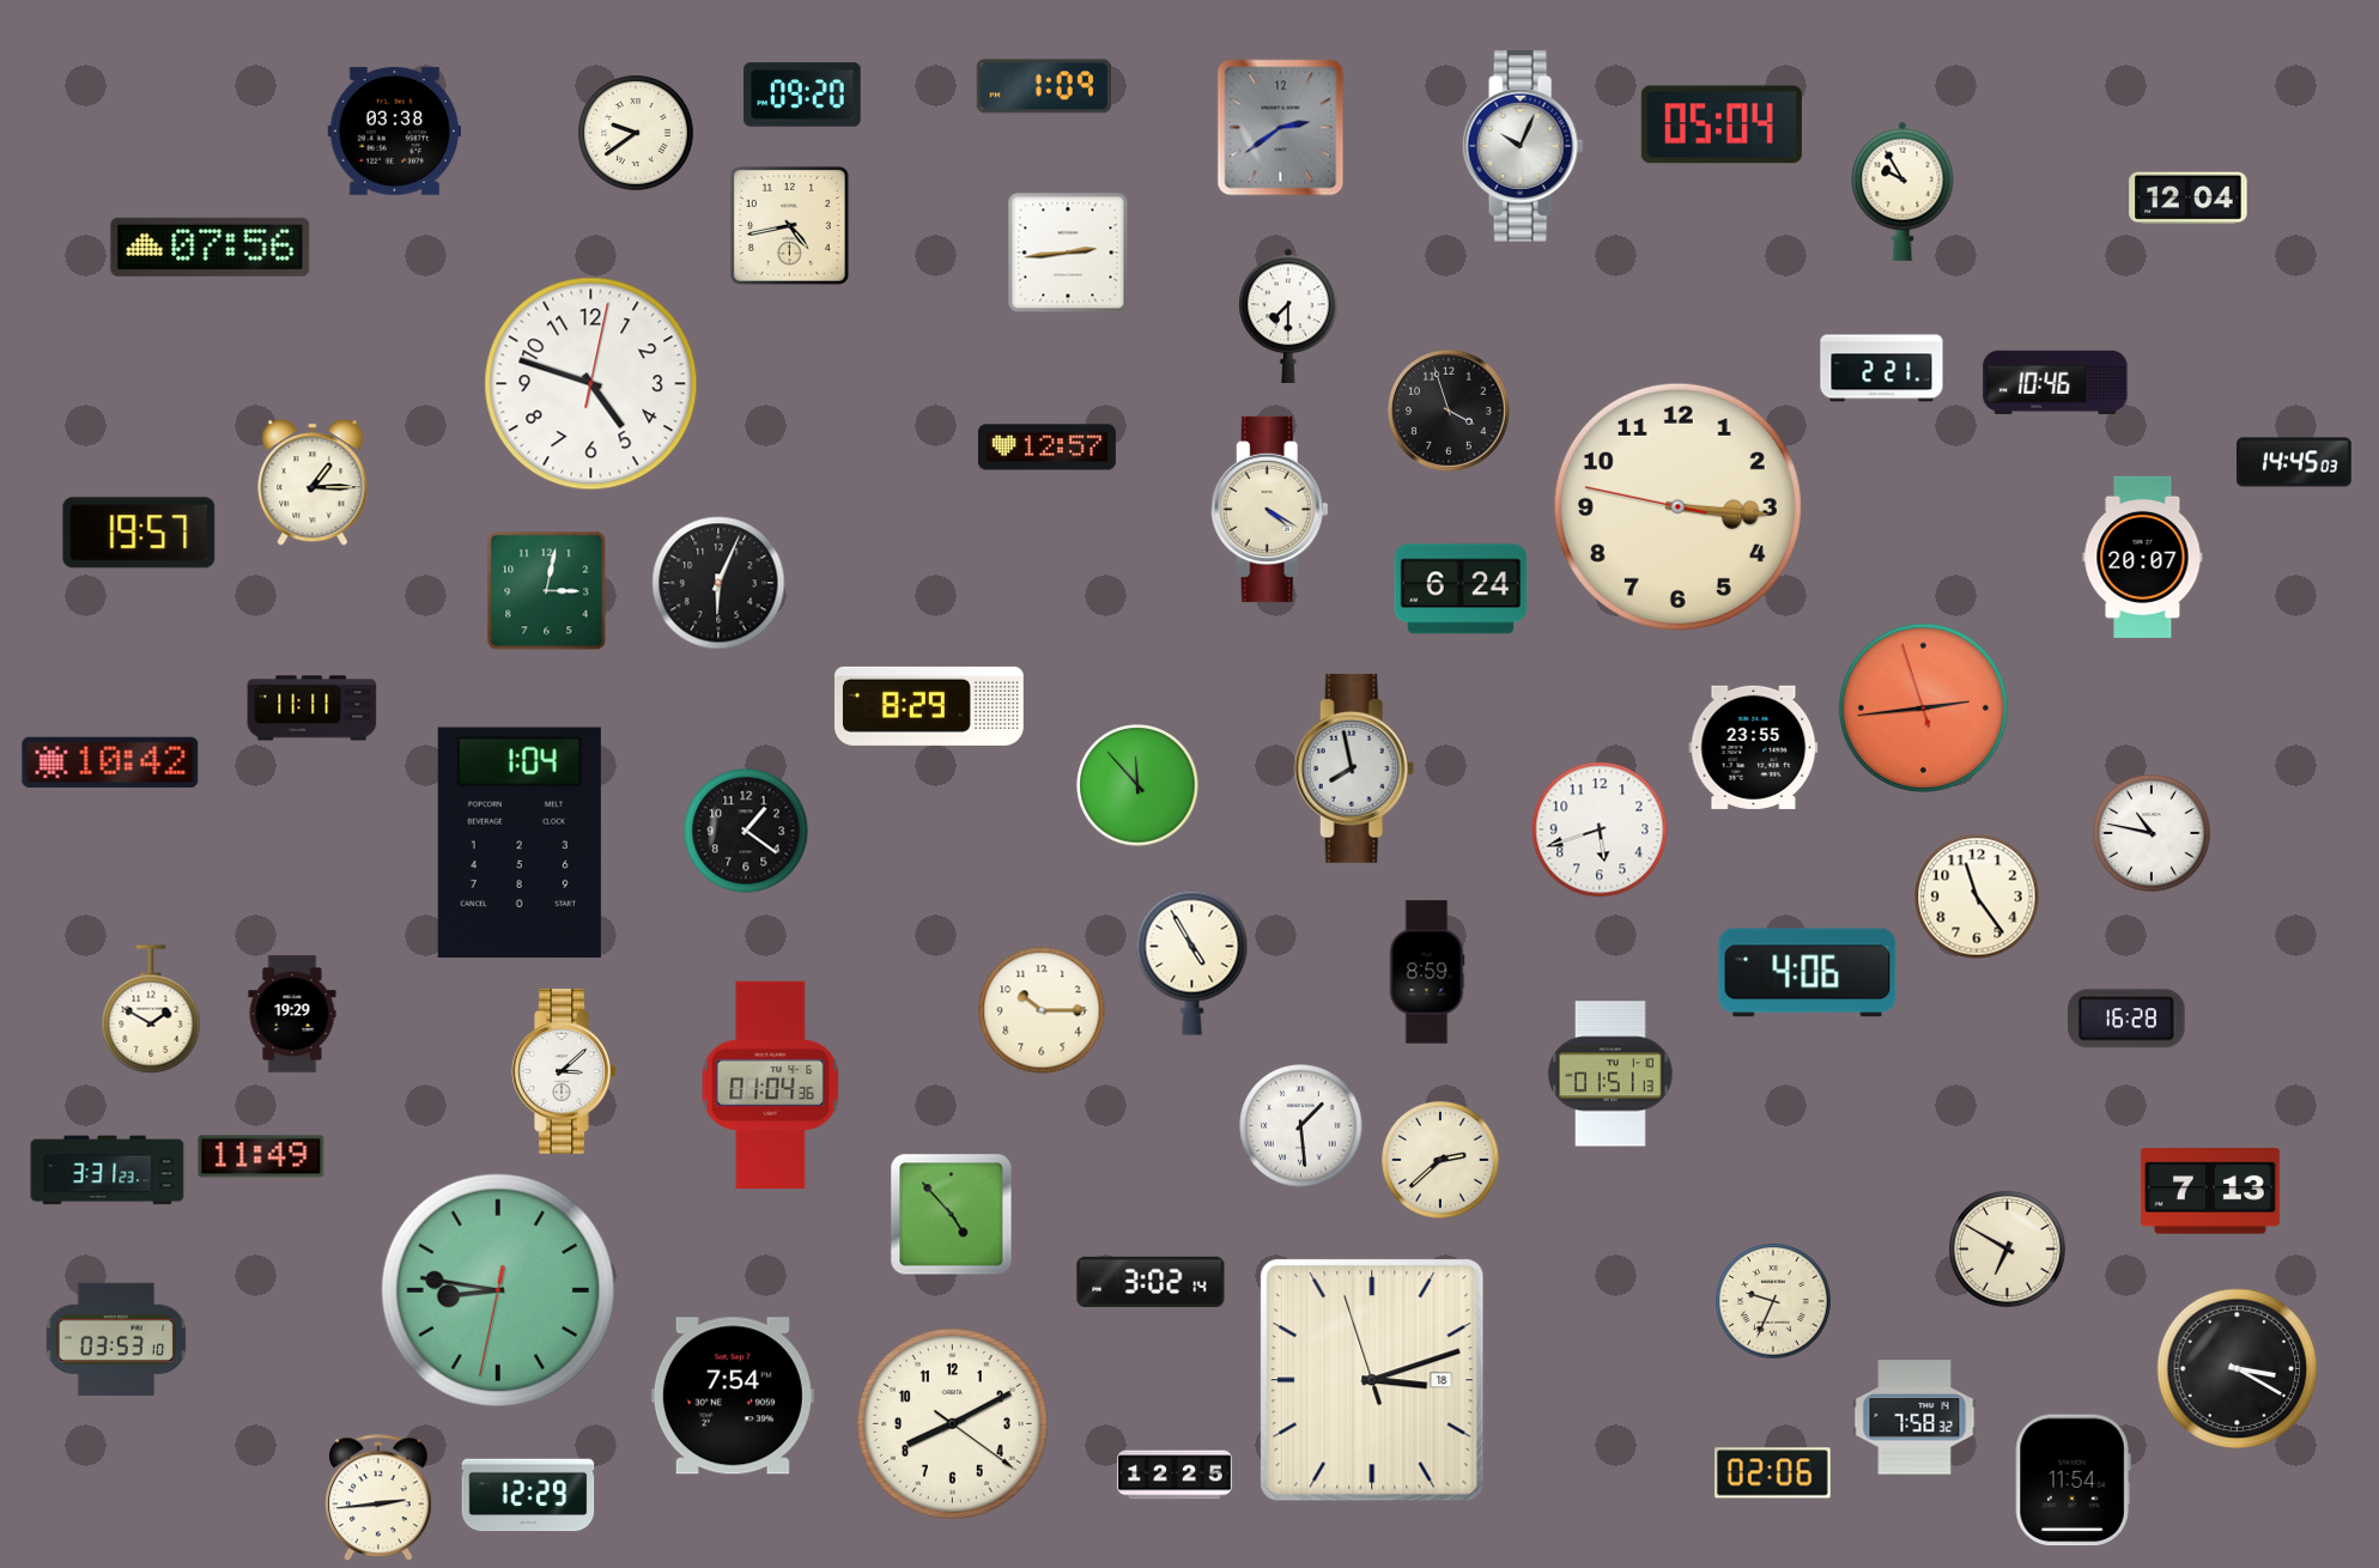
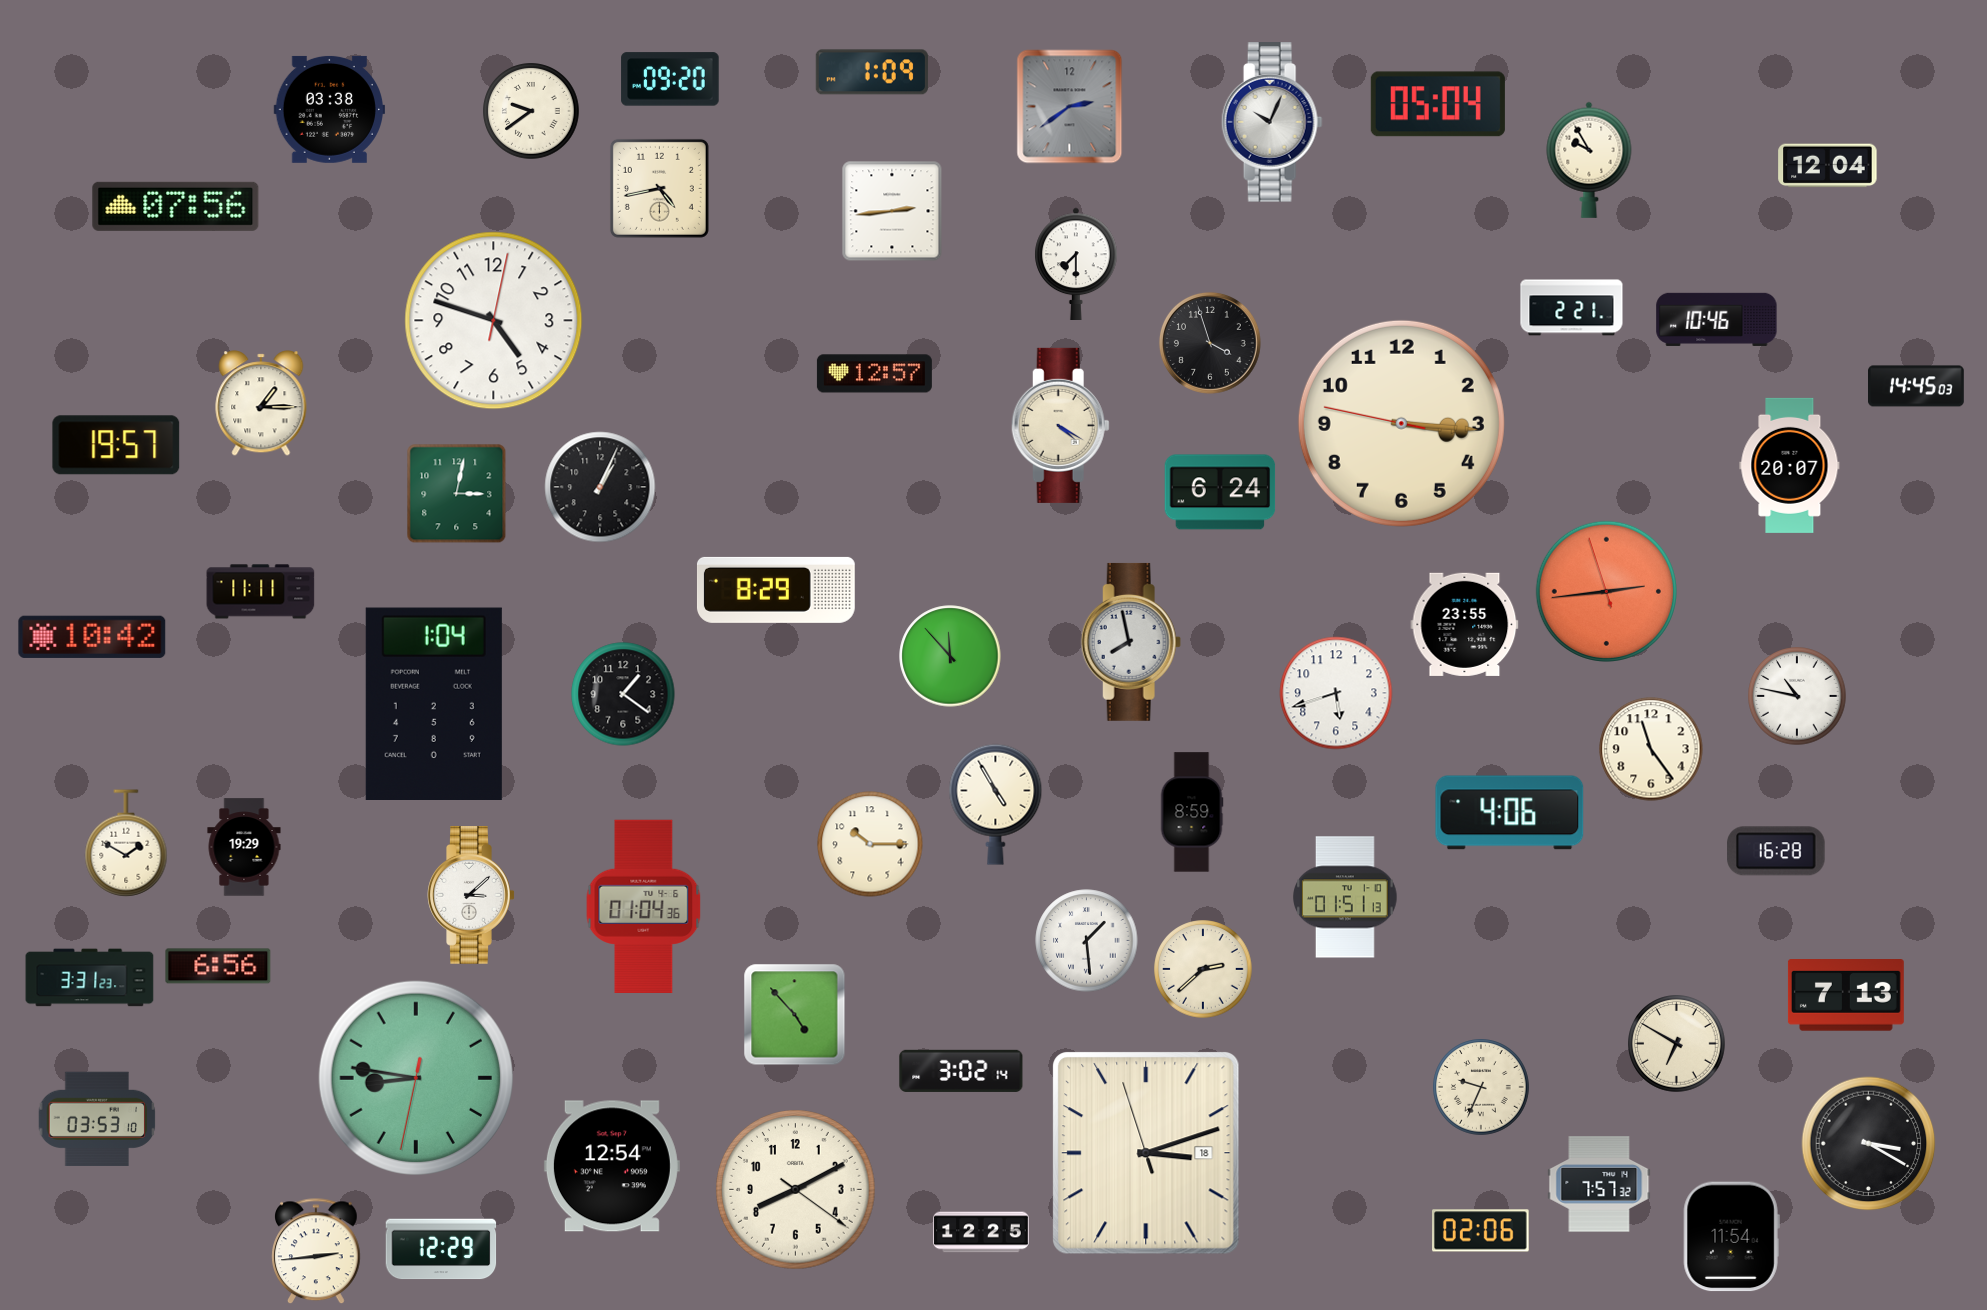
clock at (718, 583): 6:04 -> 1:04
clock at (261, 1156): 11:49 -> 6:56
clock at (733, 1396): 7:54 -> 12:54
clock at (1914, 1417): 7:58 -> 7:57
